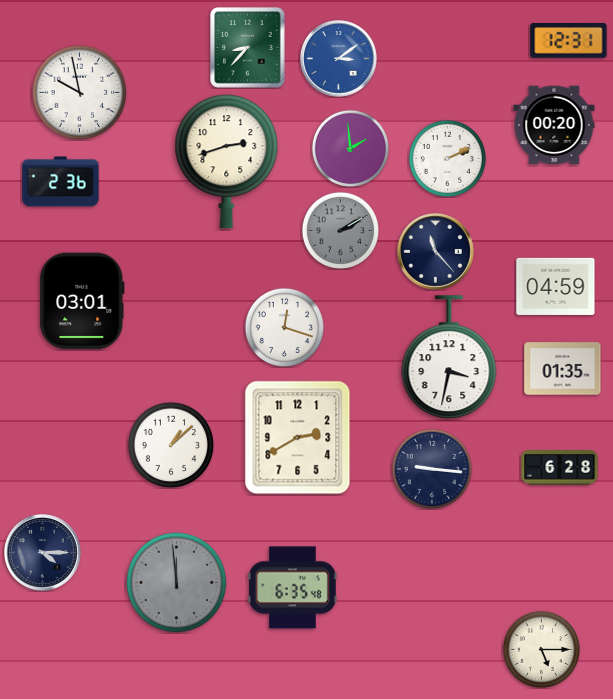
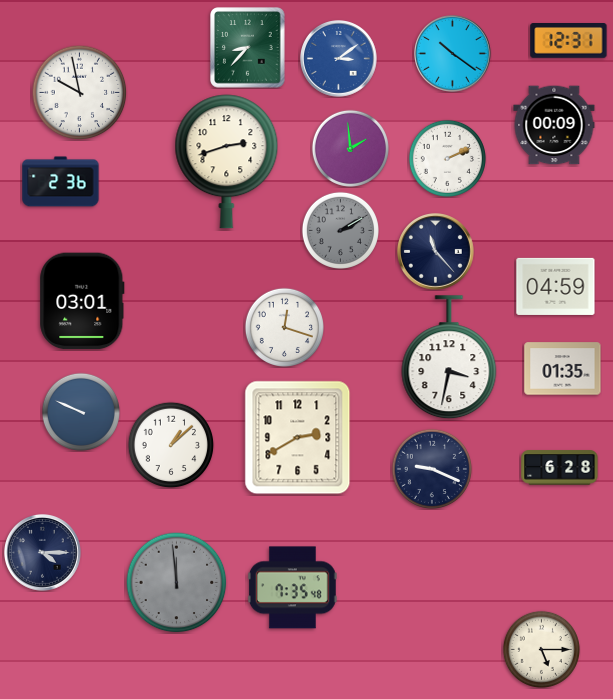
clock at (453, 54): none -> 10:21
clock at (554, 125): 00:20 -> 00:09
clock at (81, 412): none -> 9:49
clock at (431, 468): 9:16 -> 9:19
clock at (293, 588): 6:35 -> 7:35
